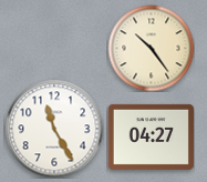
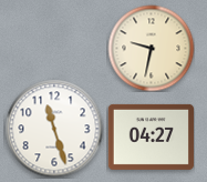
clock at (151, 48): 10:24 -> 9:32
clock at (54, 129): 11:25 -> 11:27
